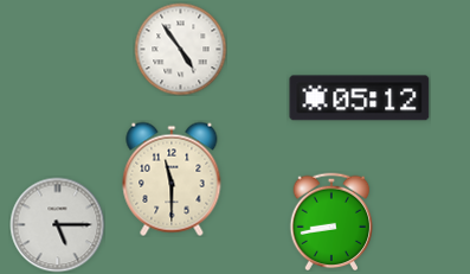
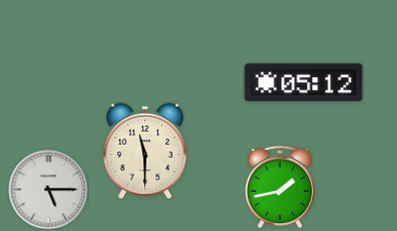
clock at (180, 49): 4:54 -> none
clock at (331, 222): 8:43 -> 1:43
